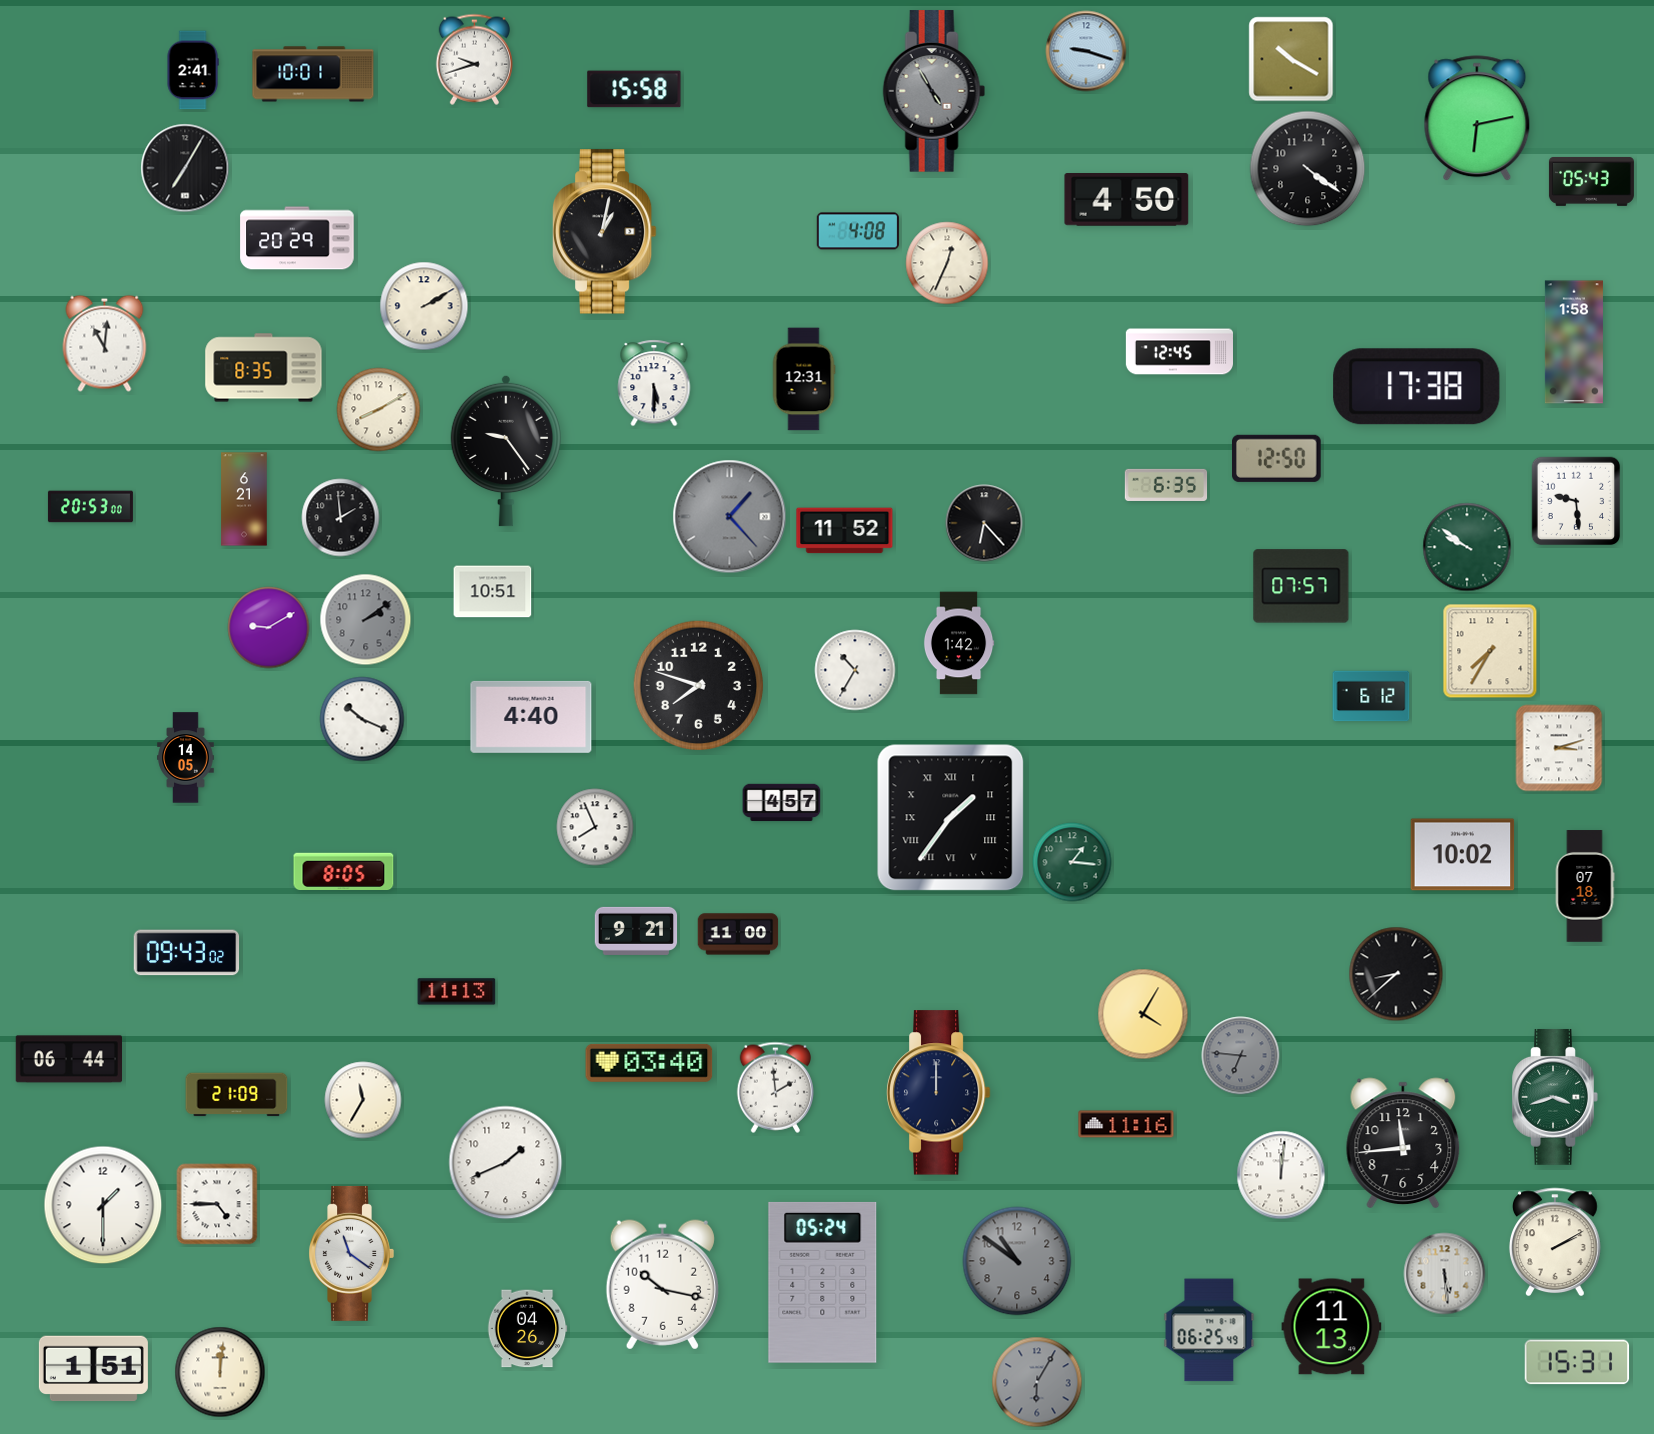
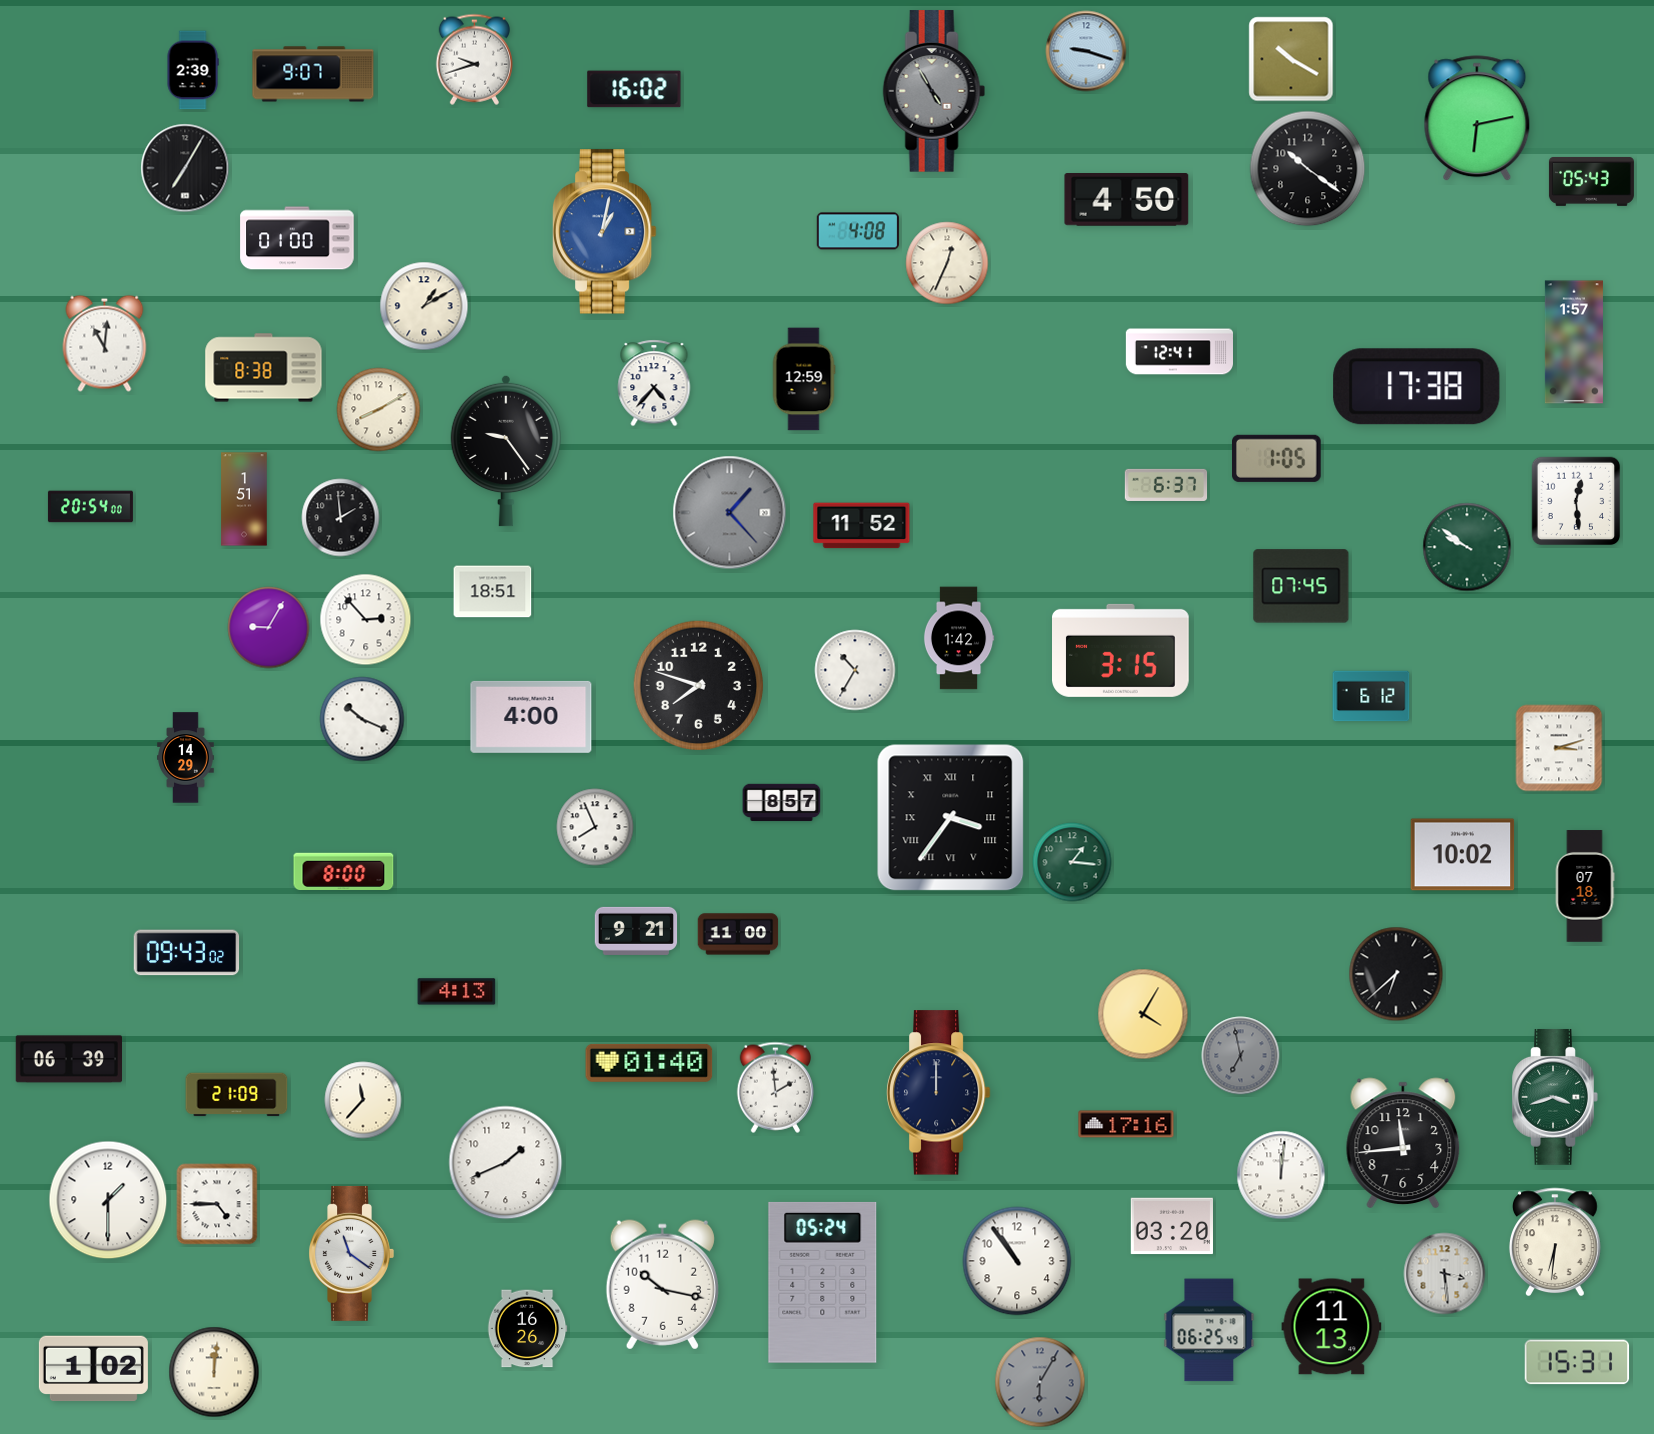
clock at (193, 70): 2:41 -> 2:39
clock at (313, 74): 10:01 -> 9:07
clock at (634, 89): 15:58 -> 16:02
clock at (1308, 169): 4:21 -> 10:21
clock at (604, 232) dial: black -> blue
clock at (297, 238): 20:29 -> 01:00
clock at (424, 306): 2:10 -> 1:10
clock at (1574, 342): 1:58 -> 1:57
clock at (1179, 352): 12:45 -> 12:41
clock at (264, 368): 8:35 -> 8:38
clock at (804, 379): 12:31 -> 12:59
clock at (654, 383): 5:30 -> 4:37
clock at (1277, 458): 12:50 -> 1:05
clock at (1166, 485): 6:35 -> 6:37
clock at (244, 499): 6:21 -> 1:51
clock at (1576, 501): 9:29 -> 12:29
clock at (90, 507): 20:53 -> 20:54
clock at (730, 517) position: (730, 517) -> (730, 513)
clock at (984, 523): 6:23 -> none
clock at (845, 531) position: (845, 531) -> (862, 526)
clock at (1301, 586): 07:57 -> 07:45
clock at (493, 592): 10:51 -> 18:51
clock at (366, 620): 2:09 -> 2:53
clock at (366, 620) dial: grey -> white
clock at (269, 628): 9:10 -> 9:05
clock at (959, 643) position: (959, 643) -> (959, 638)
clock at (1121, 650): none -> 3:15
clock at (1490, 651): 7:35 -> none
clock at (531, 717): 4:40 -> 4:00
clock at (186, 758): 14:05 -> 14:29
clock at (782, 803): 4:57 -> 8:57
clock at (951, 818): 1:36 -> 3:36
clock at (344, 871): 8:05 -> 8:00
clock at (1396, 974): 8:38 -> 6:38
clock at (457, 992): 11:13 -> 4:13
clock at (1241, 1056): 6:46 -> 6:58
clock at (68, 1059): 06:44 -> 06:39
clock at (649, 1063): 03:40 -> 01:40
clock at (363, 1100): 11:35 -> 11:37
clock at (1126, 1124): 11:16 -> 17:16
clock at (103, 1205) position: (103, 1205) -> (108, 1200)
clock at (1171, 1226): none -> 03:20
clock at (1555, 1242): 2:10 -> 6:31
clock at (1017, 1261): 10:51 -> 10:54
clock at (1017, 1261) dial: grey -> white
clock at (1445, 1274): 5:29 -> 3:29
clock at (527, 1329): 04:26 -> 16:26
clock at (93, 1369): 1:51 -> 1:02
clock at (220, 1372) position: (220, 1372) -> (214, 1372)
clock at (1037, 1382) position: (1037, 1382) -> (1040, 1382)
